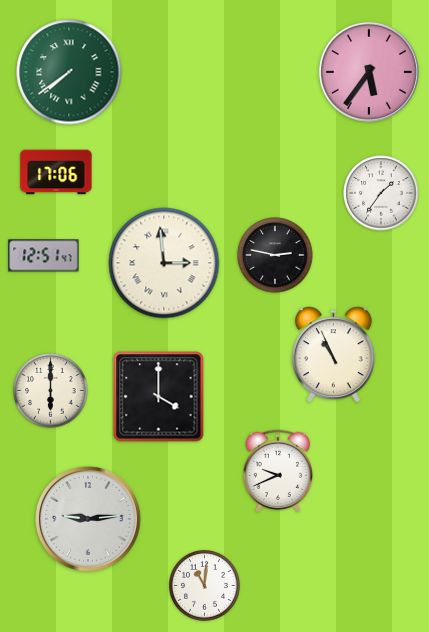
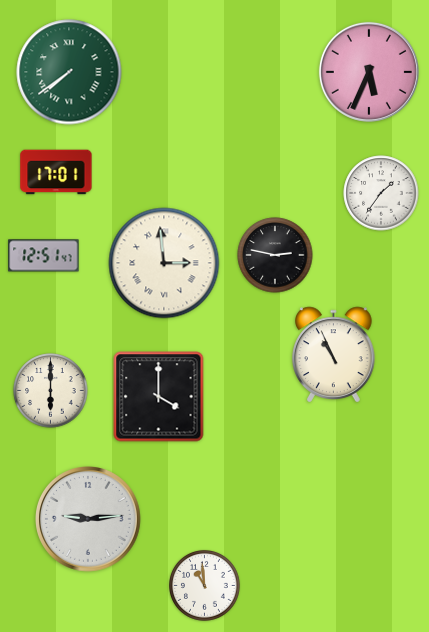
clock at (369, 72): 5:36 -> 5:34
clock at (56, 172): 17:06 -> 17:01
clock at (278, 471): 9:41 -> none
clock at (204, 585): 11:01 -> 10:59
